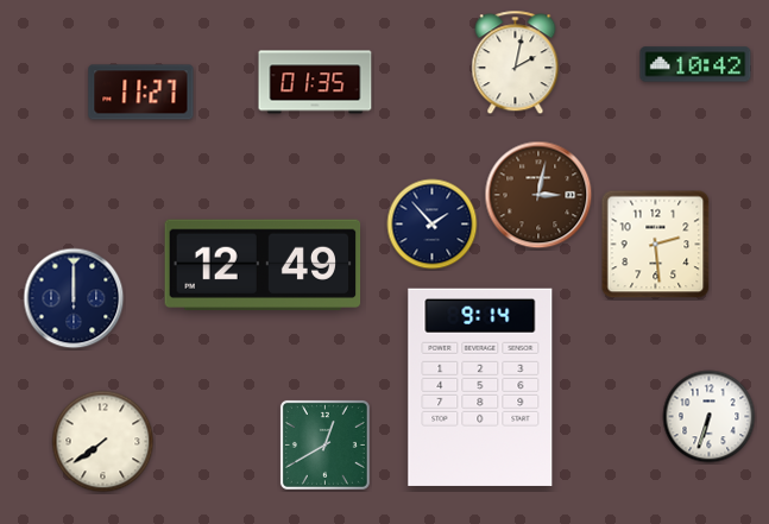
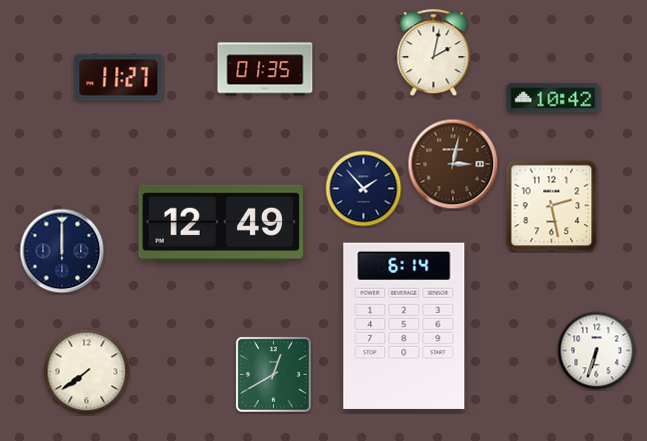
clock at (695, 64) position: (695, 64) -> (553, 98)
clock at (656, 245): 2:29 -> 2:28
clock at (480, 387): 9:14 -> 6:14
